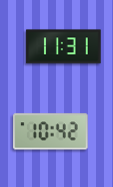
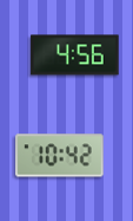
clock at (64, 47): 11:31 -> 4:56
